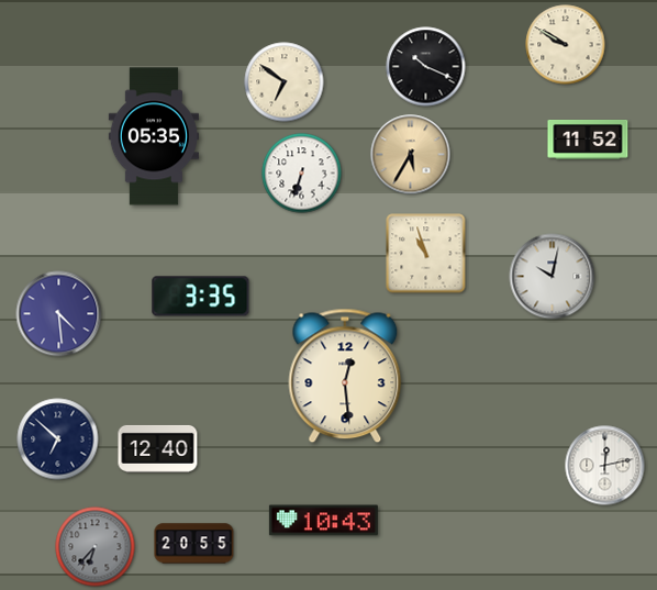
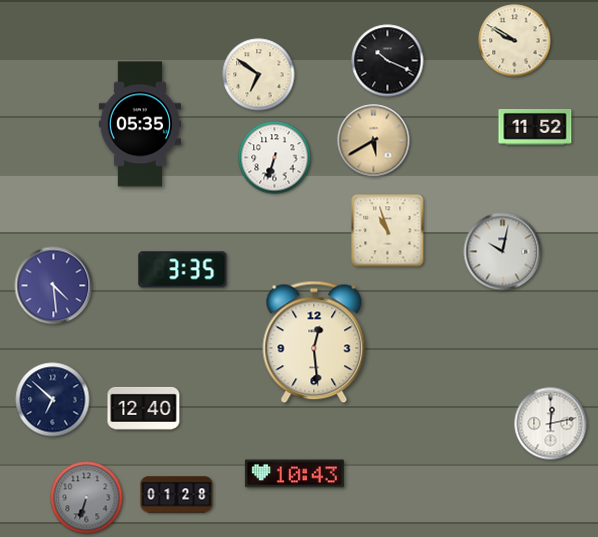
clock at (411, 155): 5:35 -> 5:40
clock at (194, 544): 20:55 -> 01:28
clock at (96, 547): 6:37 -> 6:33
